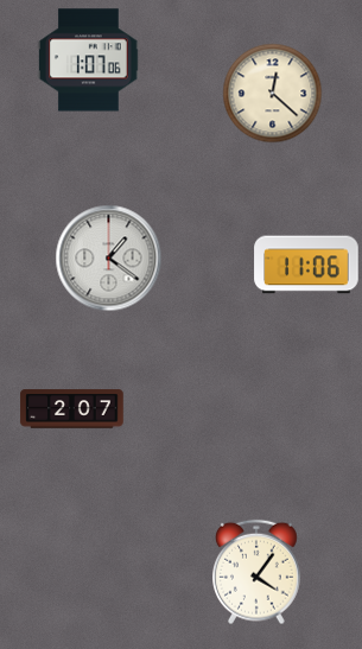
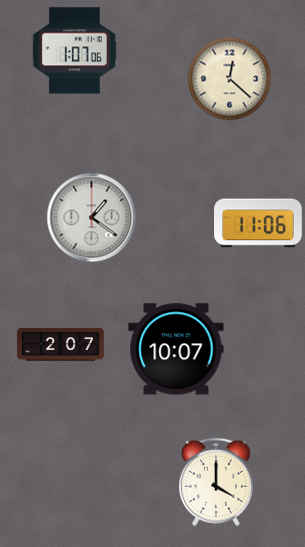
clock at (176, 349): none -> 10:07
clock at (258, 572): 4:06 -> 4:00
